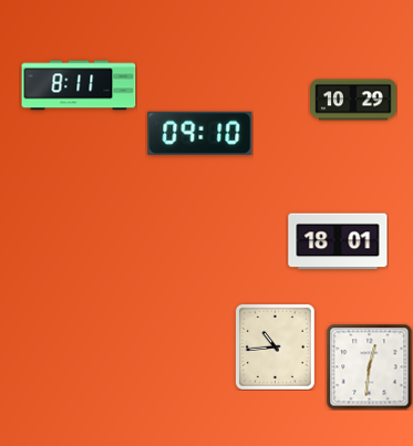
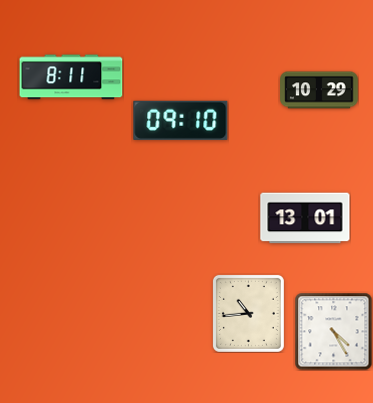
clock at (338, 241): 18:01 -> 13:01
clock at (369, 366): 12:31 -> 4:25
